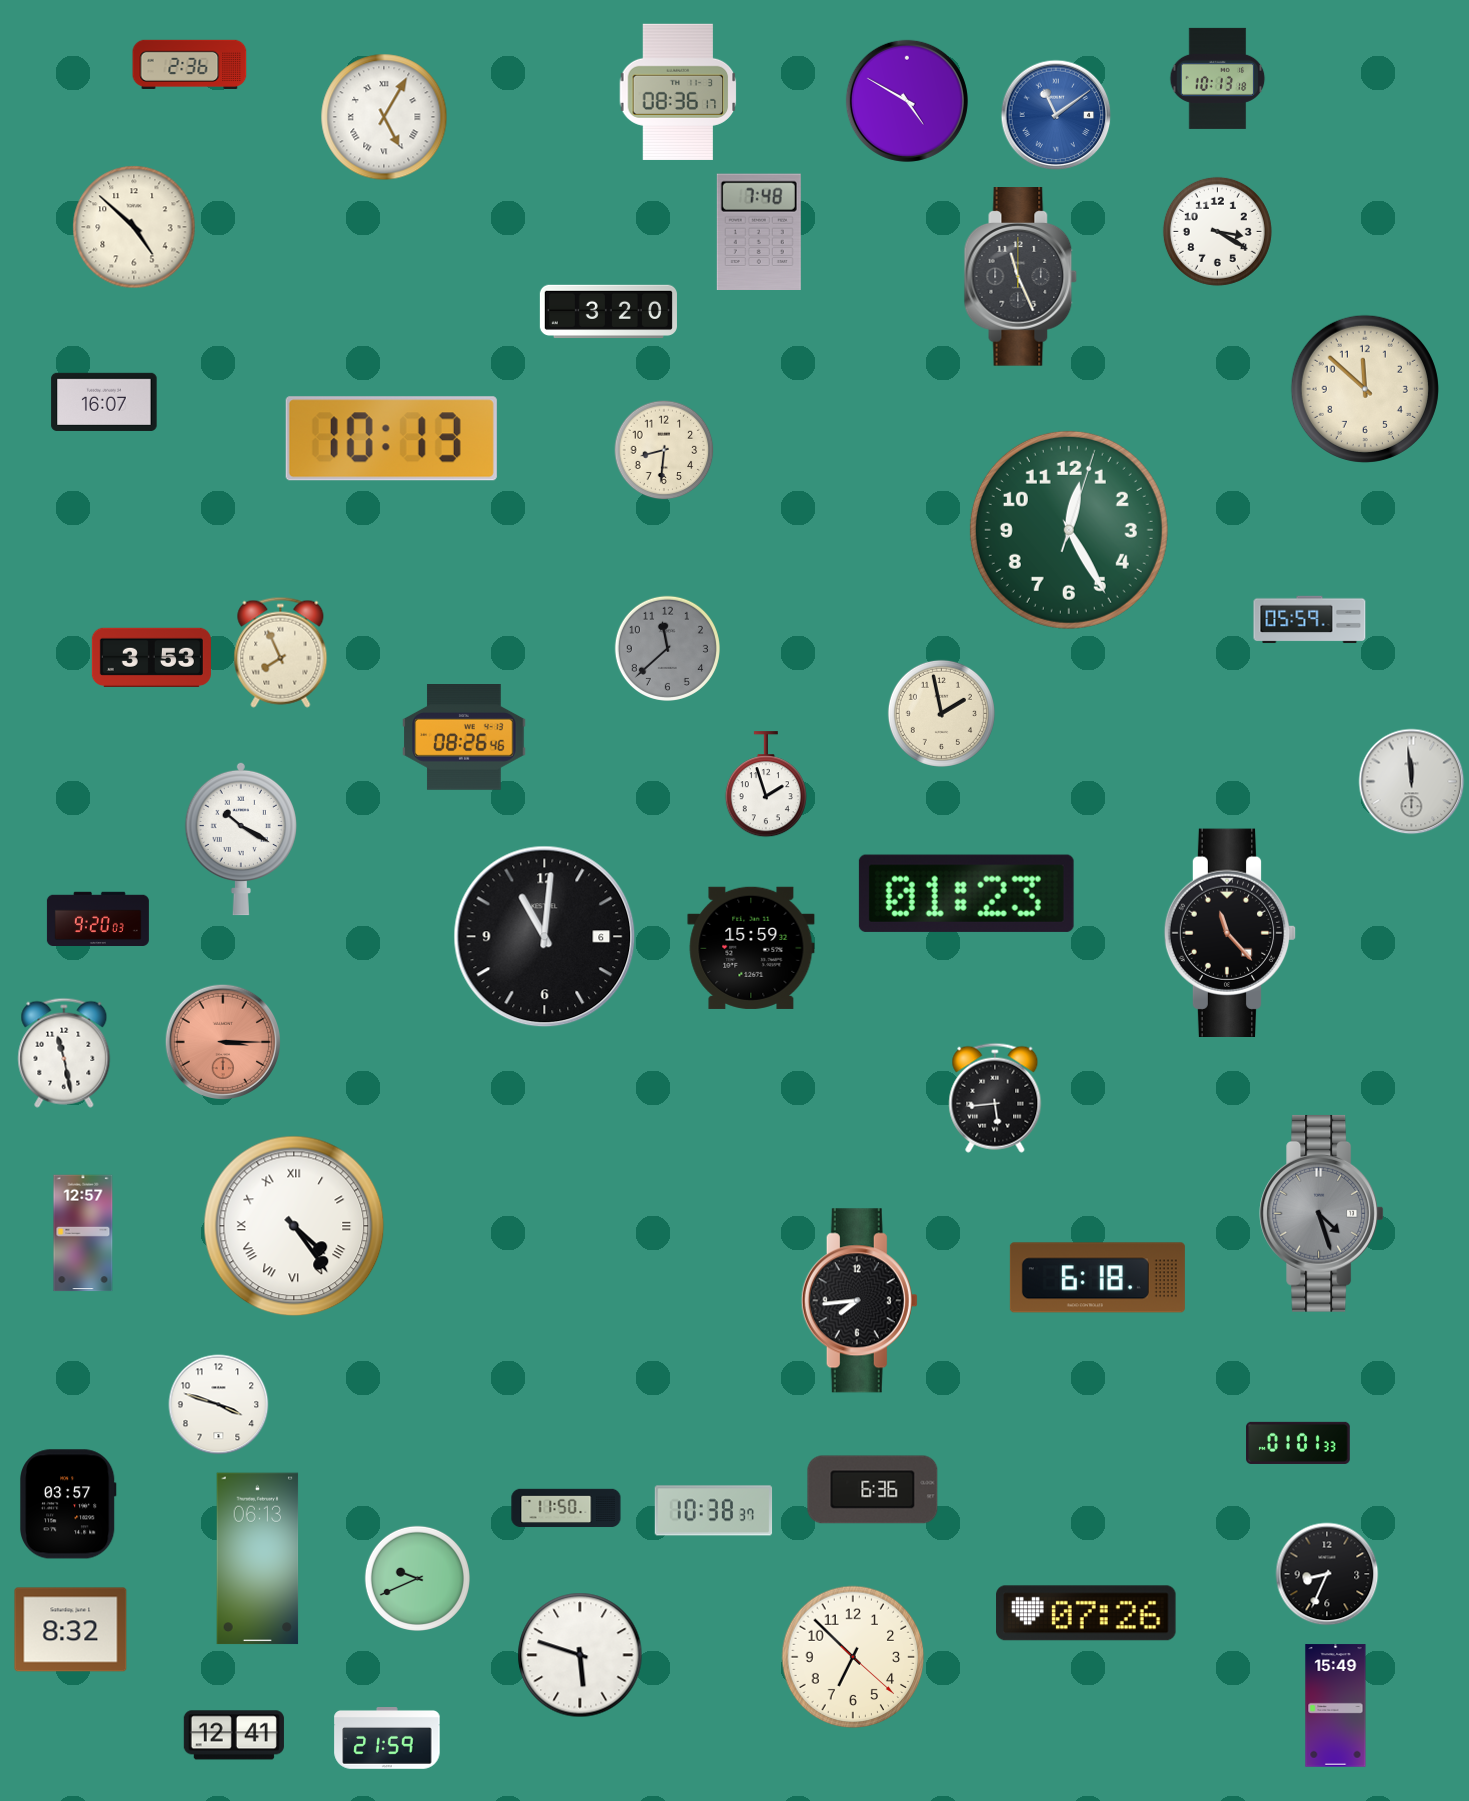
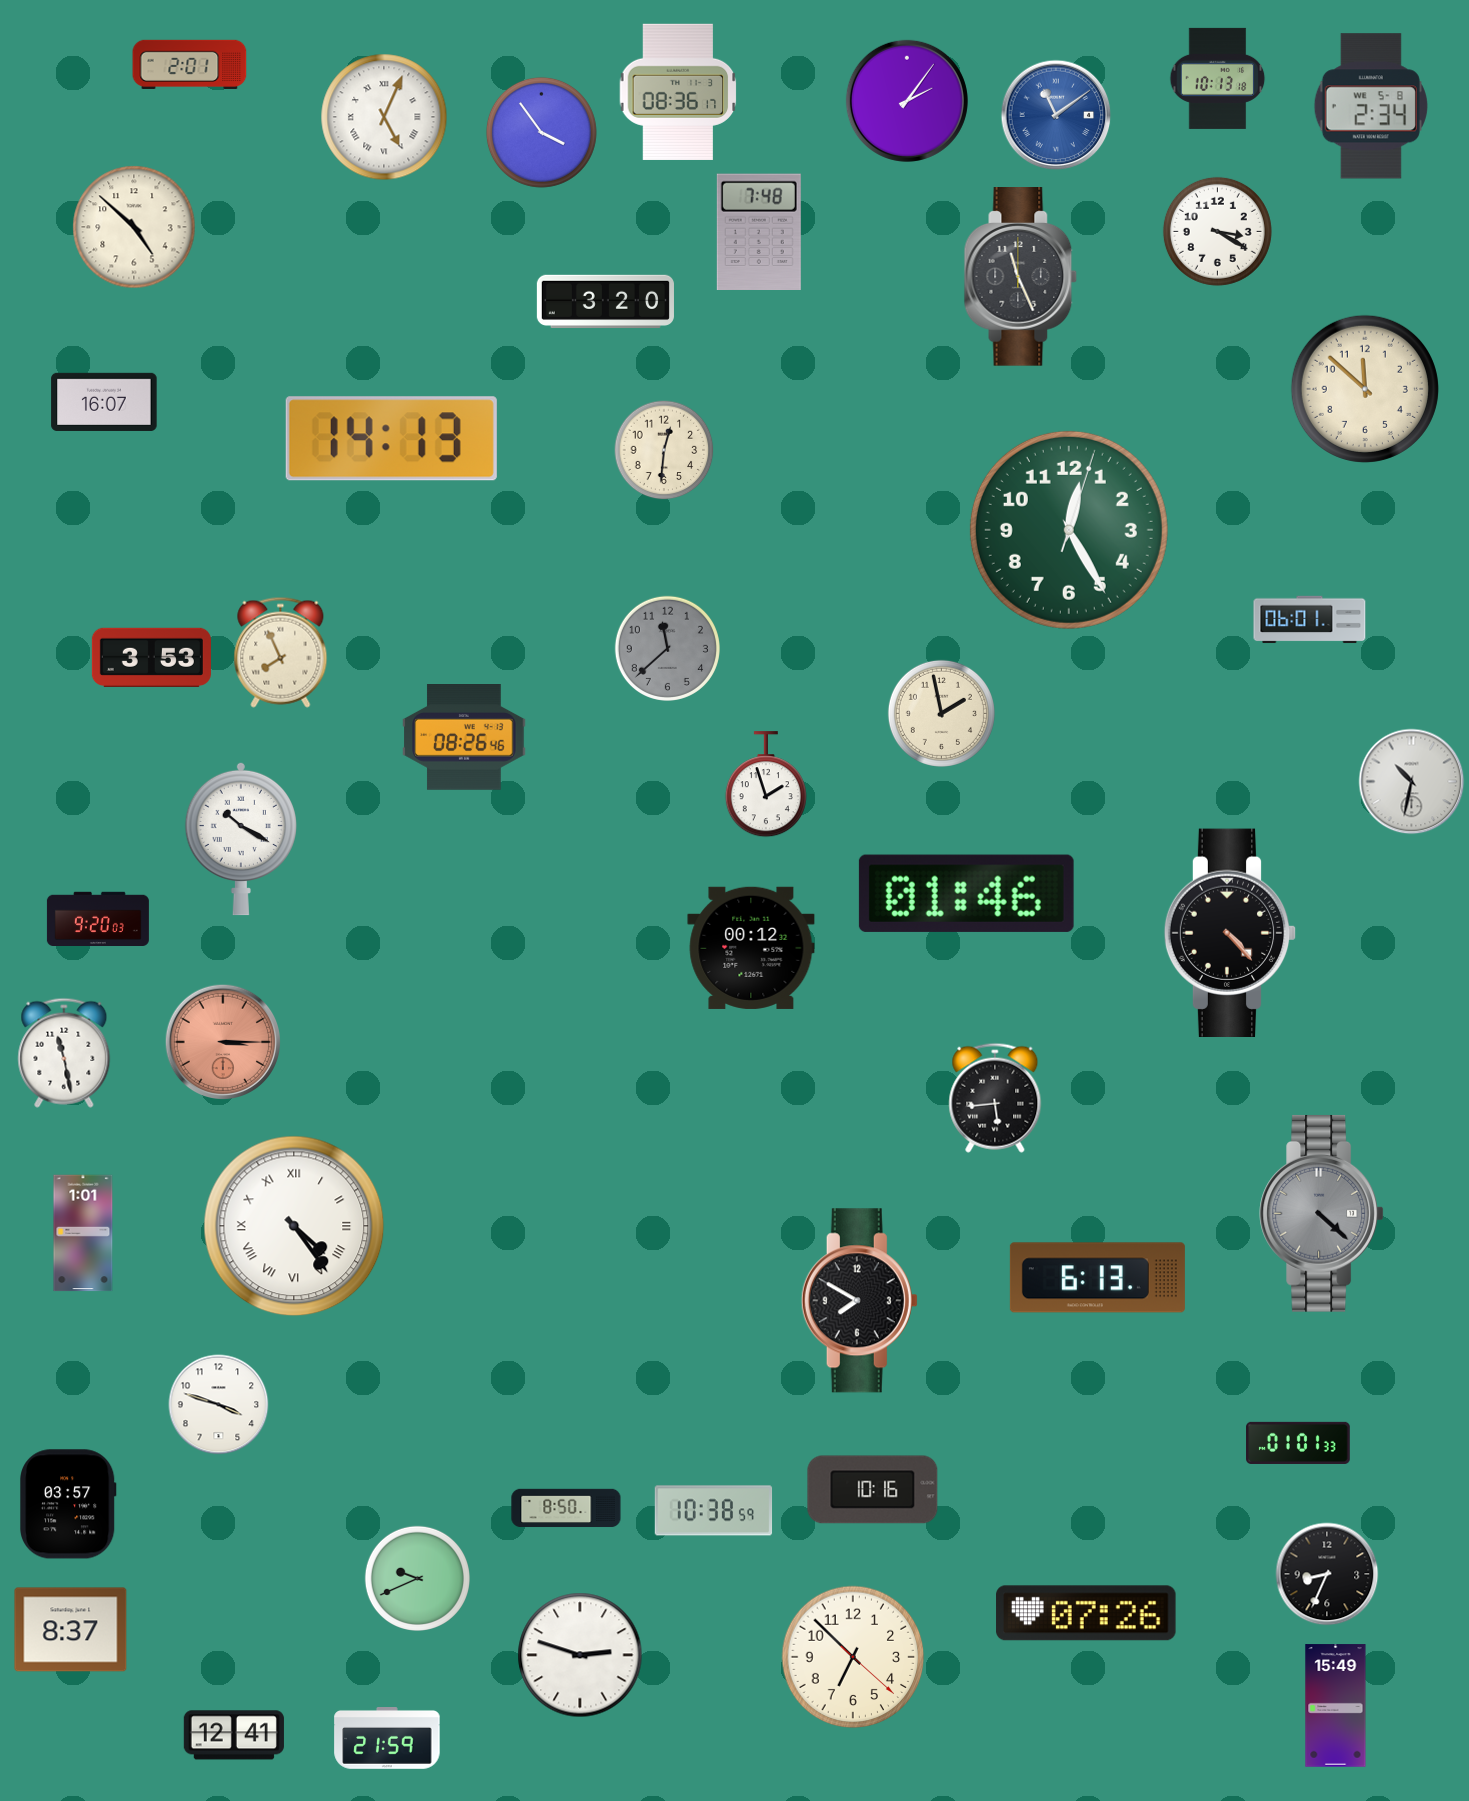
clock at (190, 64): 2:36 -> 2:01
clock at (907, 101): 4:50 -> 2:06
clock at (1371, 106): none -> 2:34
clock at (384, 117): 5:05 -> 5:04
clock at (541, 132): none -> 3:54
clock at (608, 312) position: (608, 312) -> (605, 302)
clock at (391, 439): 10:13 -> 14:13
clock at (664, 450): 8:31 -> 12:31
clock at (1310, 620): 05:59 -> 06:01
clock at (1412, 782): 11:59 -> 10:32
clock at (966, 893): 01:23 -> 01:46
clock at (1230, 932): 11:23 -> 4:23
clock at (545, 937): 11:01 -> none
clock at (751, 948): 15:59 -> 00:12
clock at (1321, 1213): 4:27 -> 4:22
clock at (83, 1233): 12:57 -> 1:01
clock at (1097, 1278): 6:18 -> 6:13
clock at (859, 1301): 7:44 -> 7:50
clock at (873, 1490): 6:36 -> 10:16
clock at (566, 1508): 11:50 -> 8:50
clock at (714, 1511): 10:38:37 -> 10:38:59
clock at (258, 1559): 06:13 -> none
clock at (71, 1630): 8:32 -> 8:37
clock at (580, 1655): 5:48 -> 2:48
